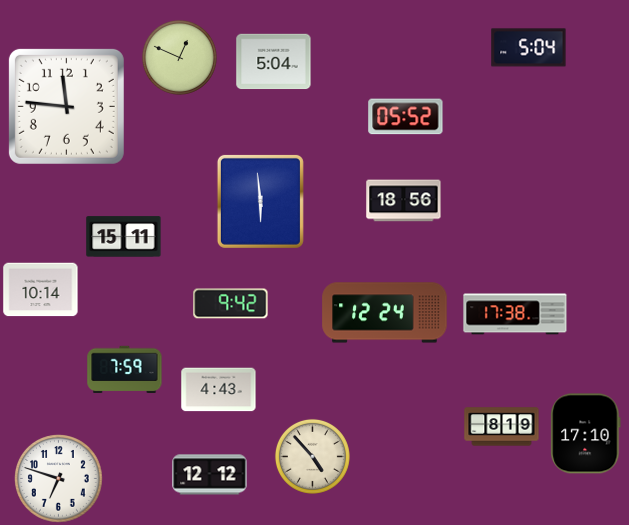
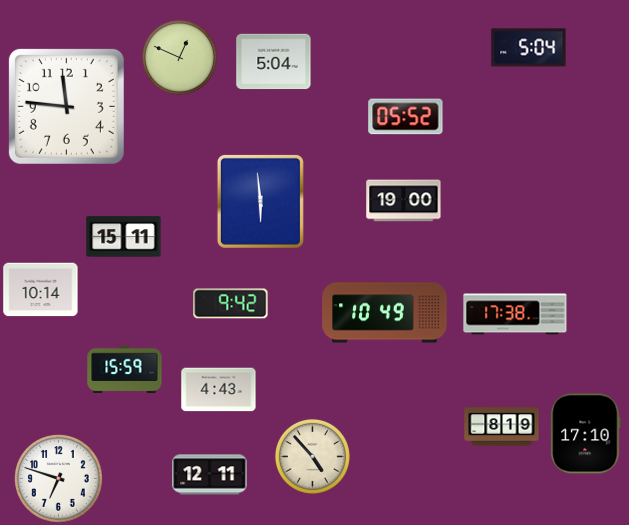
clock at (404, 201): 18:56 -> 19:00
clock at (385, 313): 12:24 -> 10:49
clock at (125, 370): 7:59 -> 15:59
clock at (210, 475): 12:12 -> 12:11
